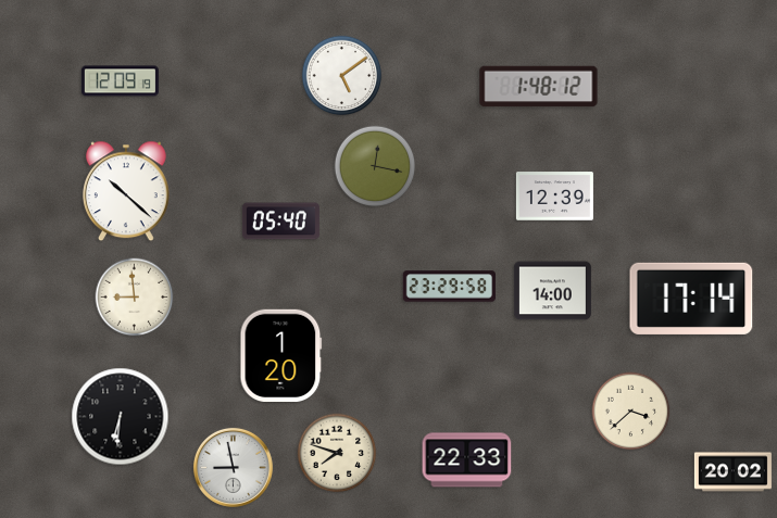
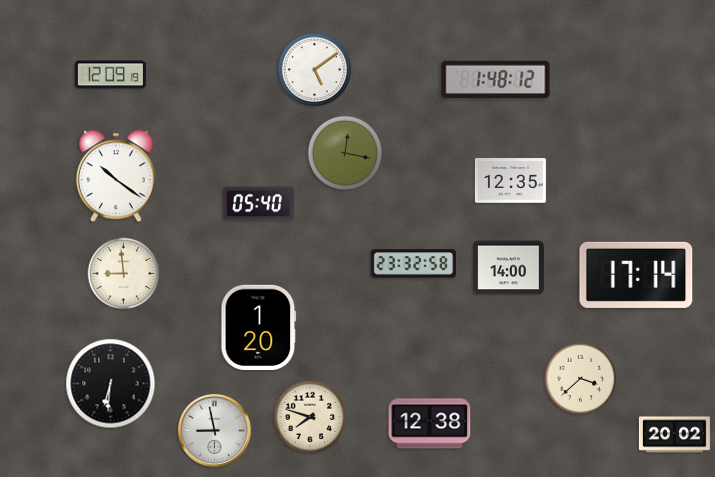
clock at (126, 191): 10:22 -> 10:21
clock at (554, 197): 12:39 -> 12:35
clock at (449, 287): 23:29 -> 23:32
clock at (467, 460): 22:33 -> 12:38
